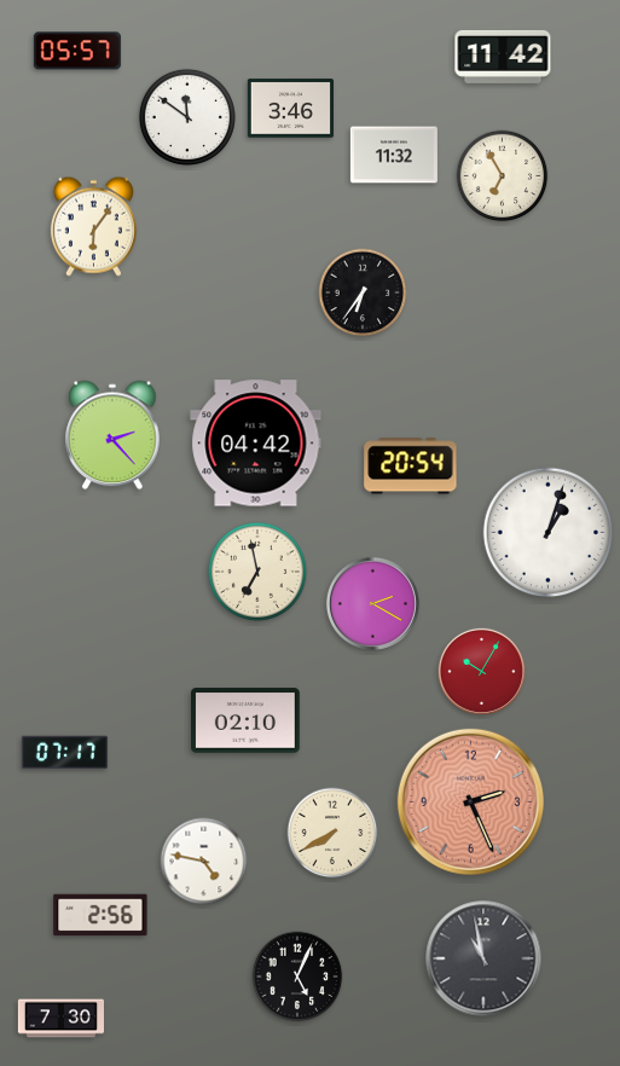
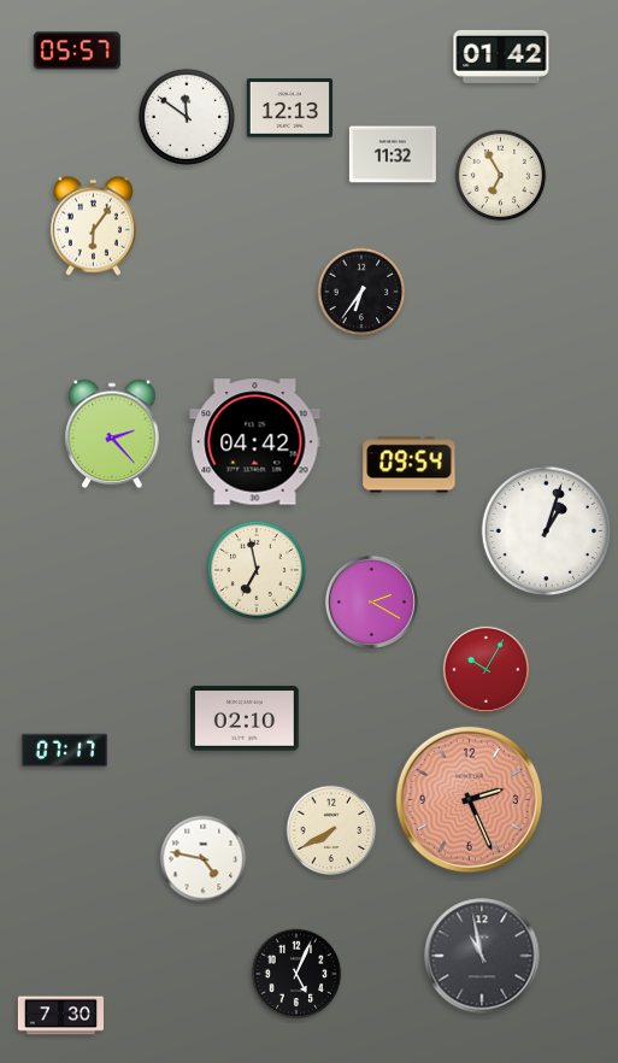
clock at (503, 57): 11:42 -> 01:42
clock at (290, 109): 3:46 -> 12:13
clock at (411, 467): 20:54 -> 09:54
clock at (481, 671) position: (481, 671) -> (485, 669)
clock at (100, 915): 2:56 -> none
